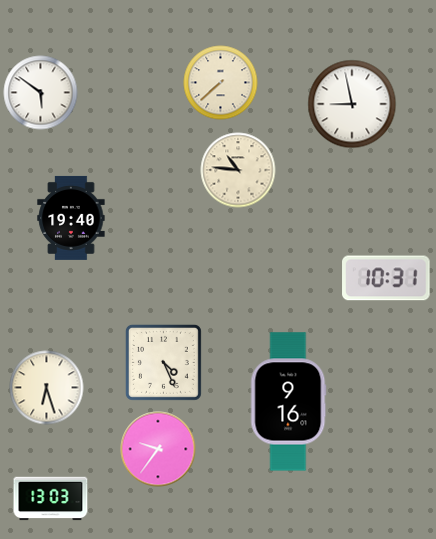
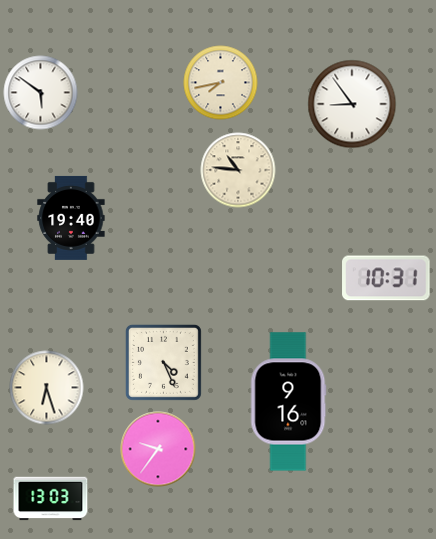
clock at (221, 83): 7:38 -> 7:43
clock at (352, 104): 8:58 -> 8:54
